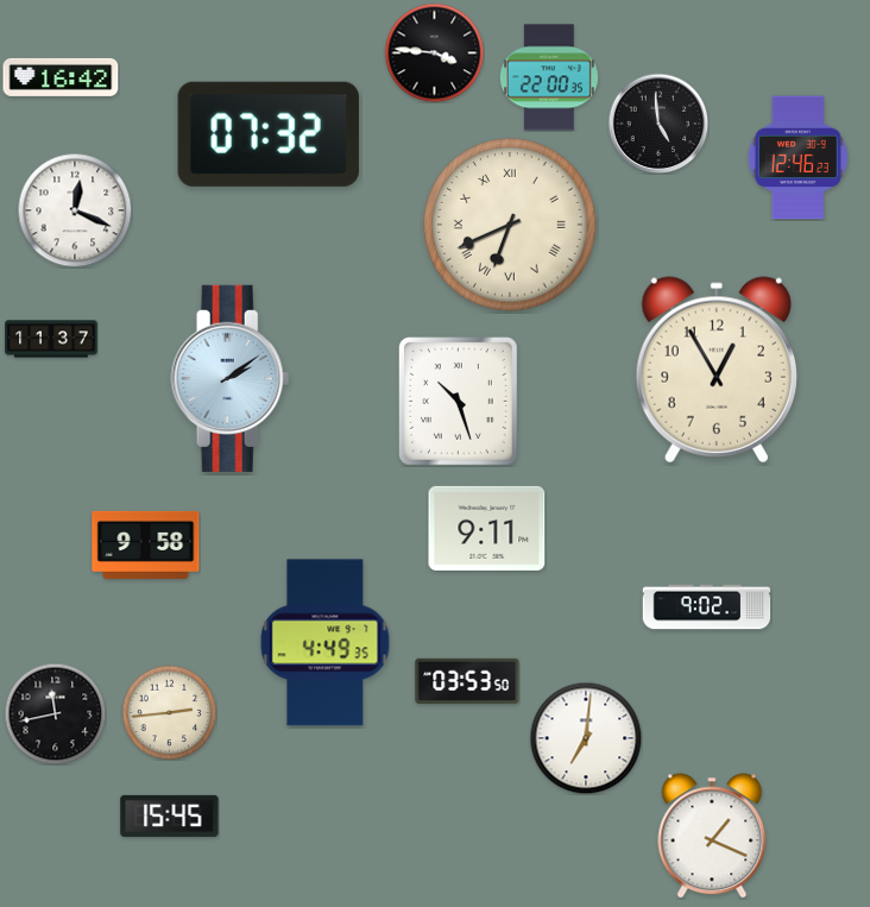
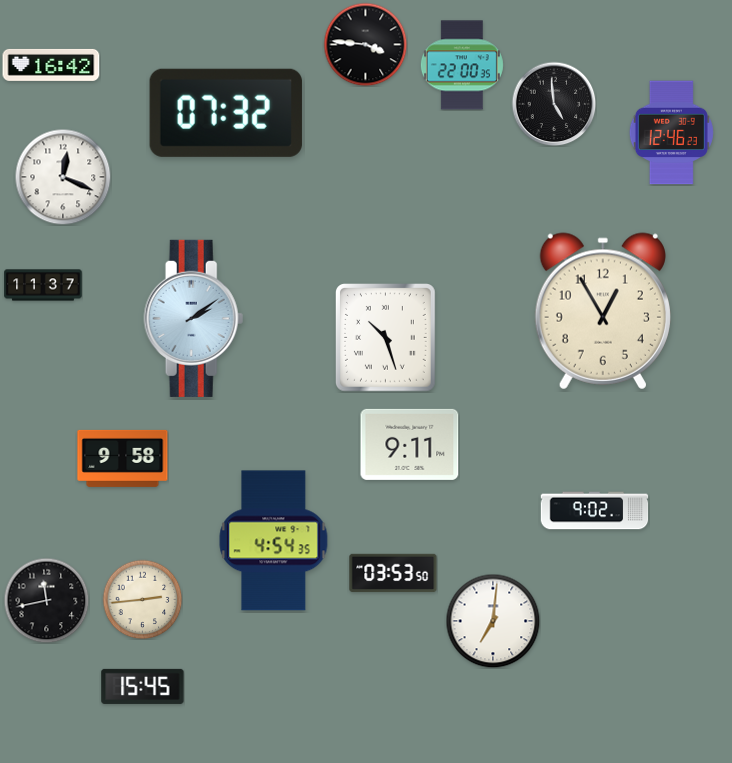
clock at (511, 226): 6:41 -> none
clock at (326, 643): 4:49 -> 4:54
clock at (712, 836): 1:19 -> none
